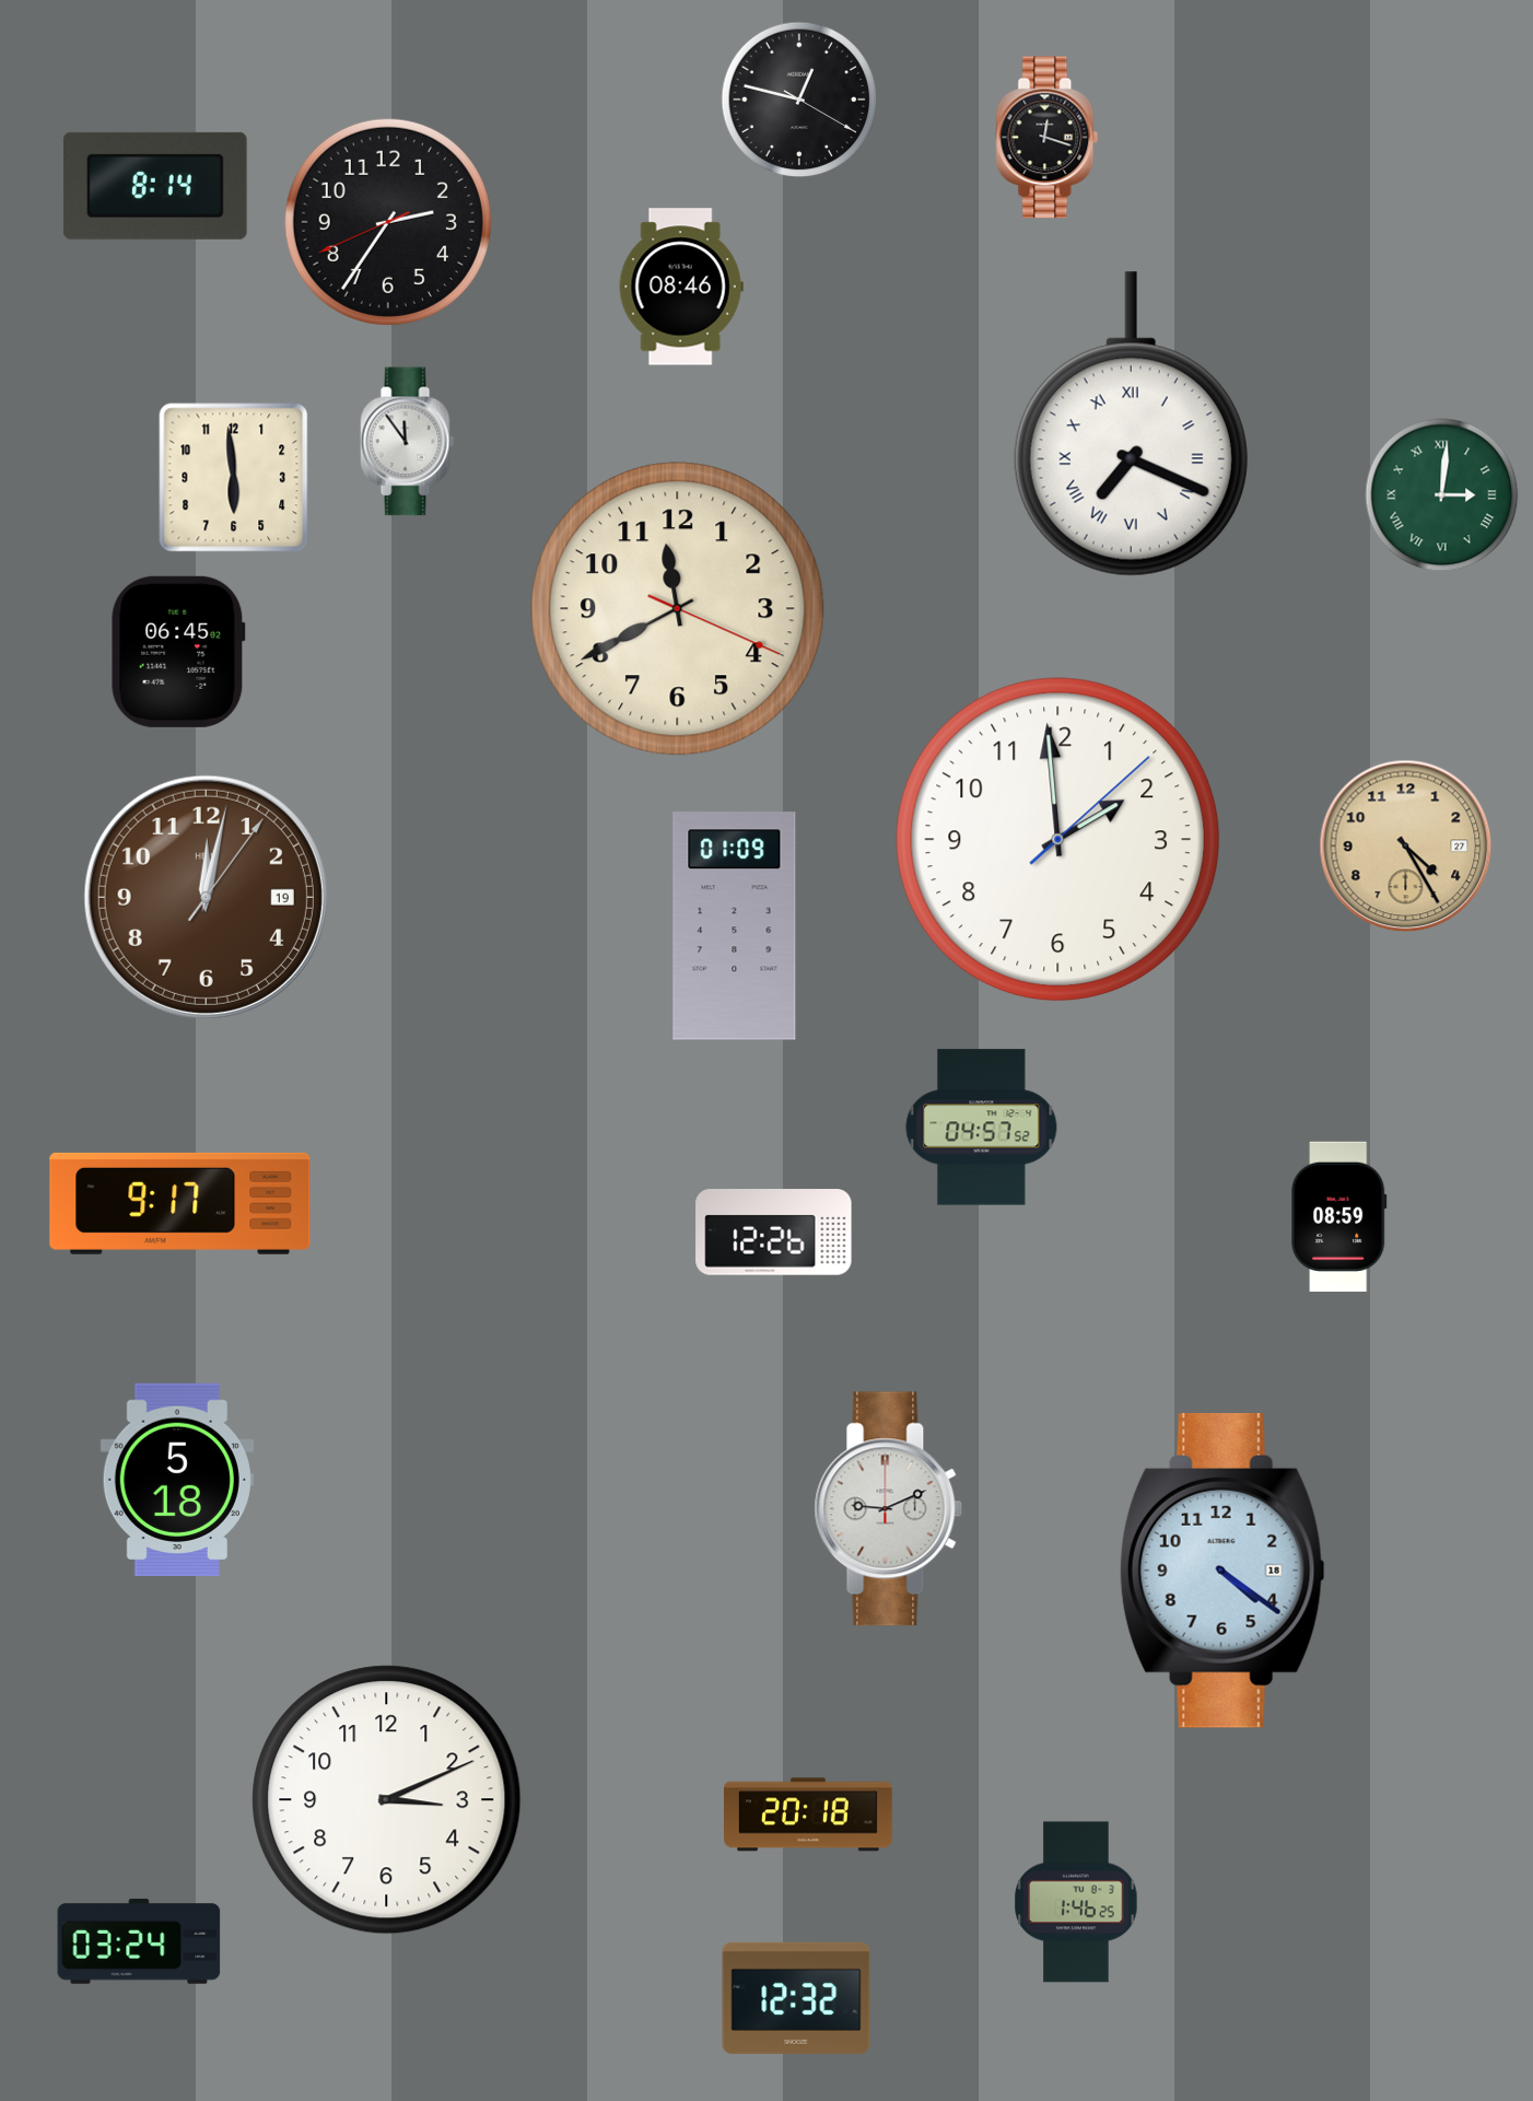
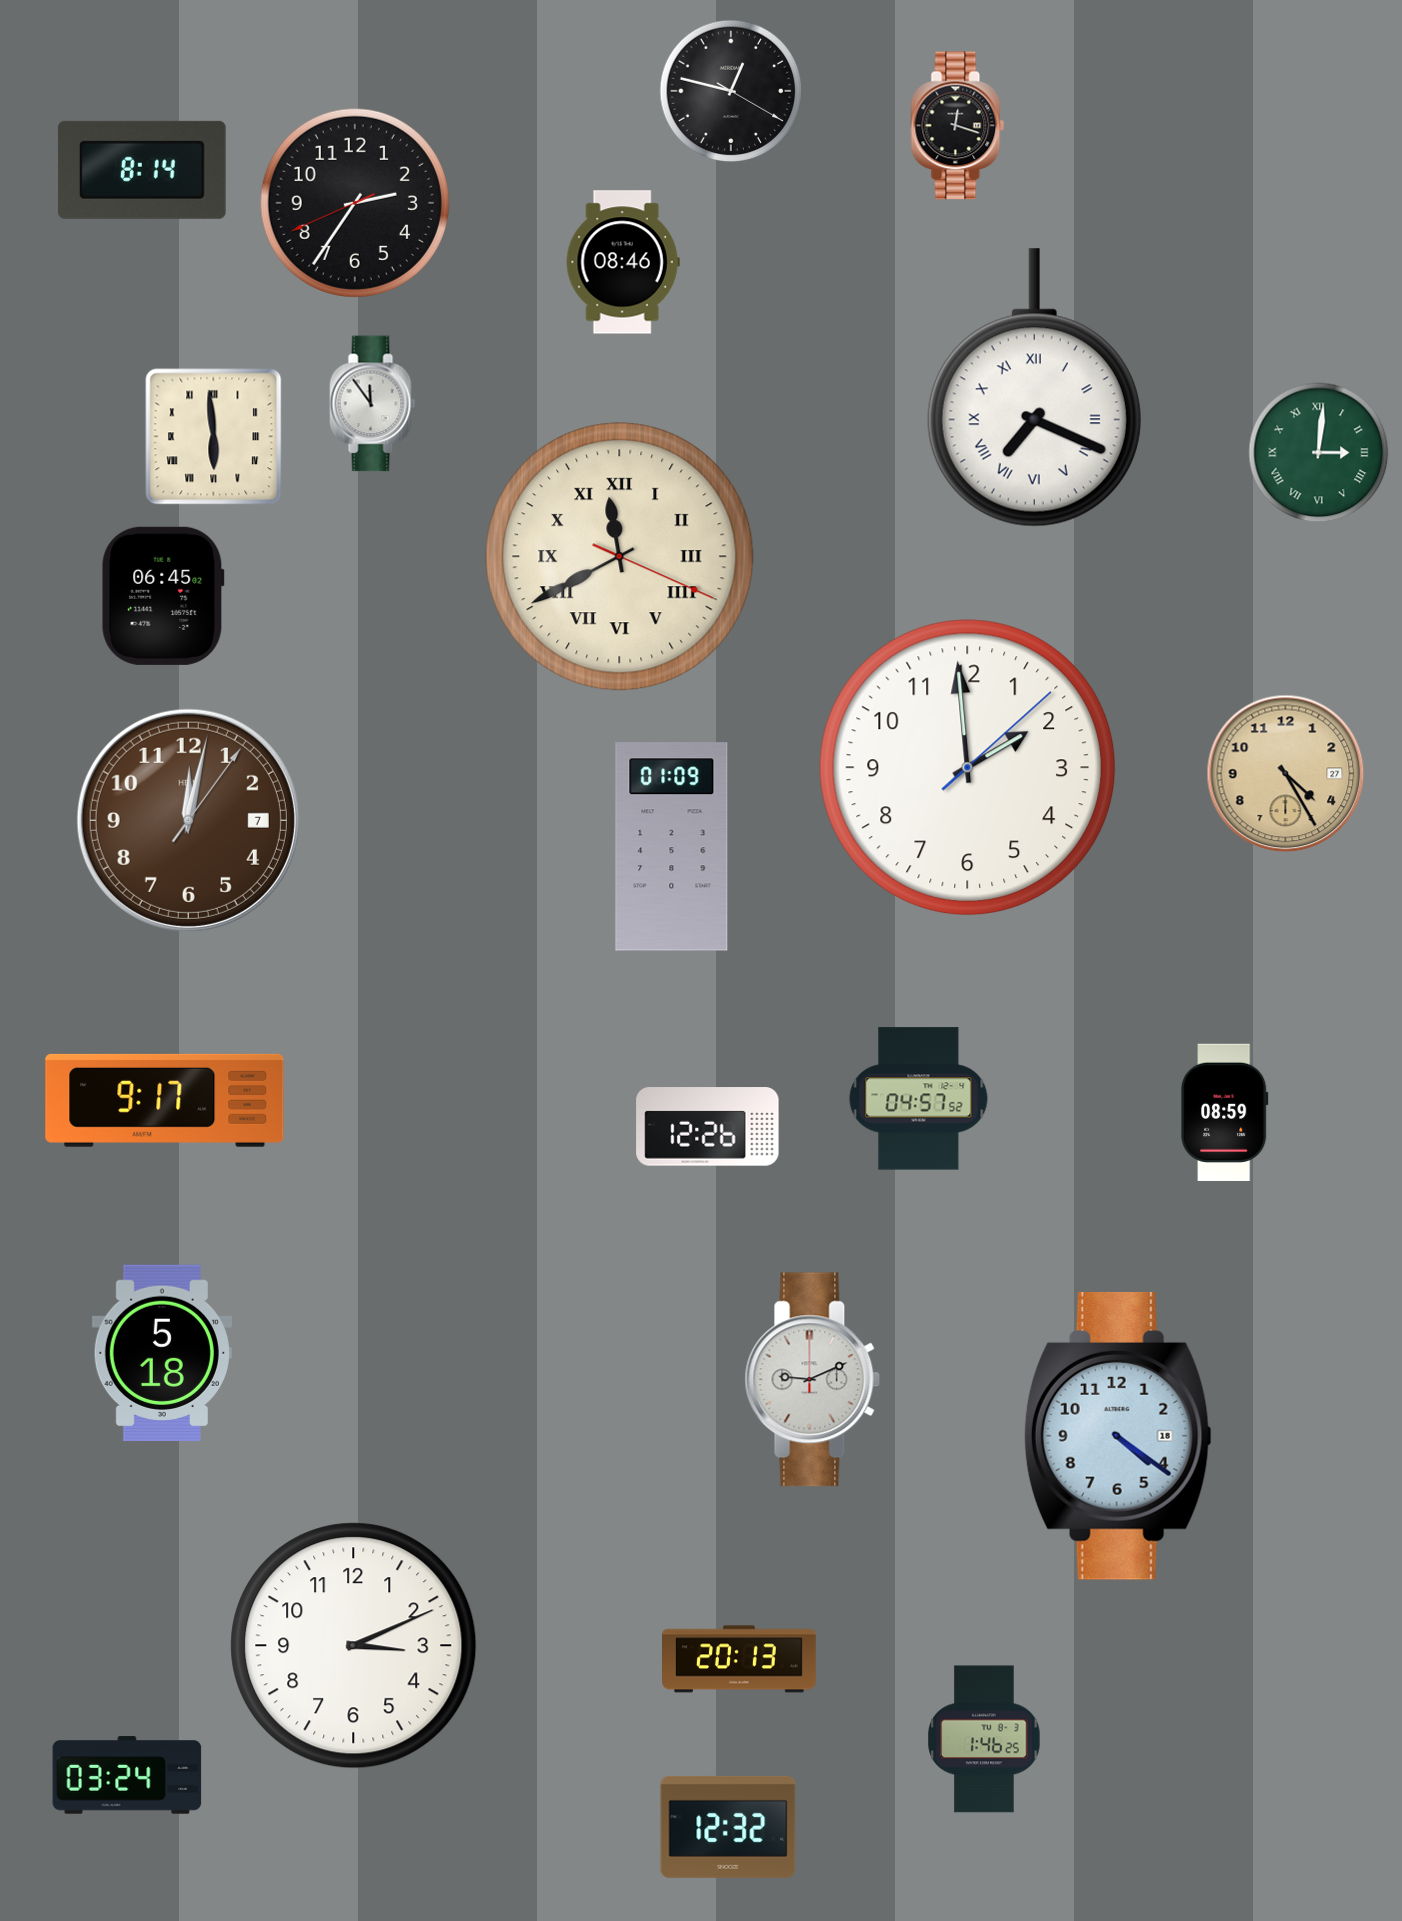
clock at (234, 478) numerals: Arabic -> Roman
clock at (678, 609) numerals: Arabic -> Roman
clock at (206, 897) date: 19 -> 7
clock at (982, 1128) position: (982, 1128) -> (919, 1099)
clock at (809, 1814): 20:18 -> 20:13
